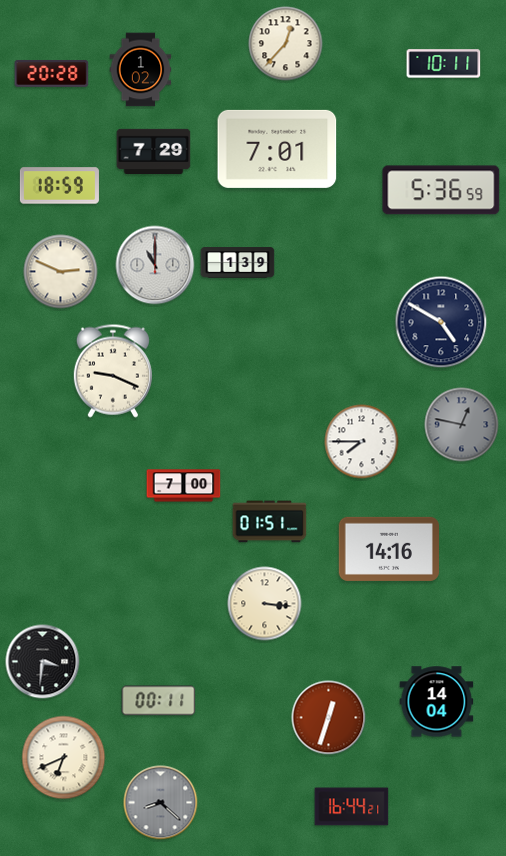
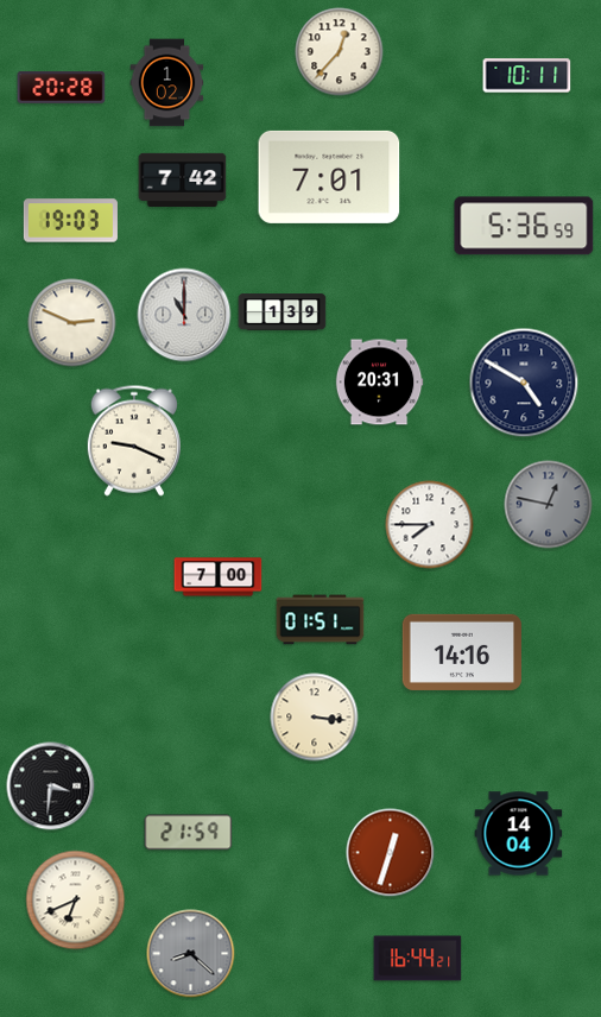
clock at (154, 151): 7:29 -> 7:42
clock at (59, 186): 18:59 -> 19:03
clock at (379, 383): none -> 20:31
clock at (159, 701): 00:11 -> 21:59
